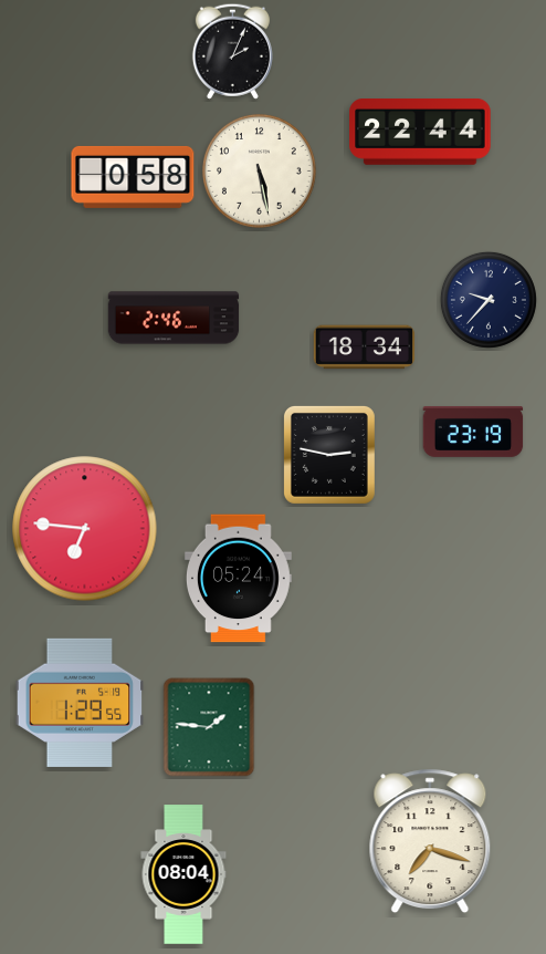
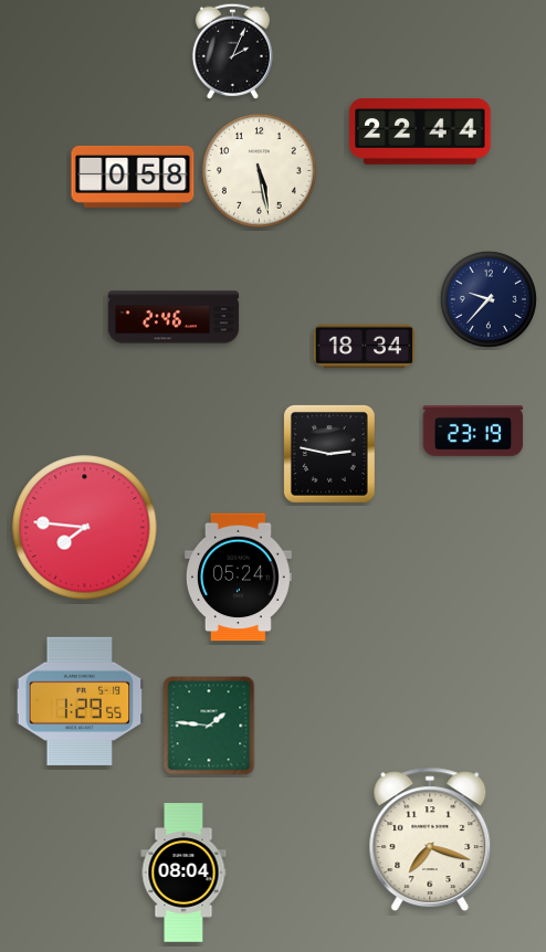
clock at (85, 529): 6:46 -> 7:46
